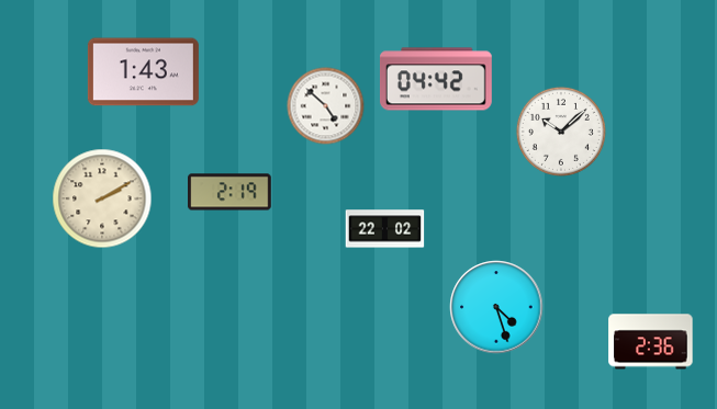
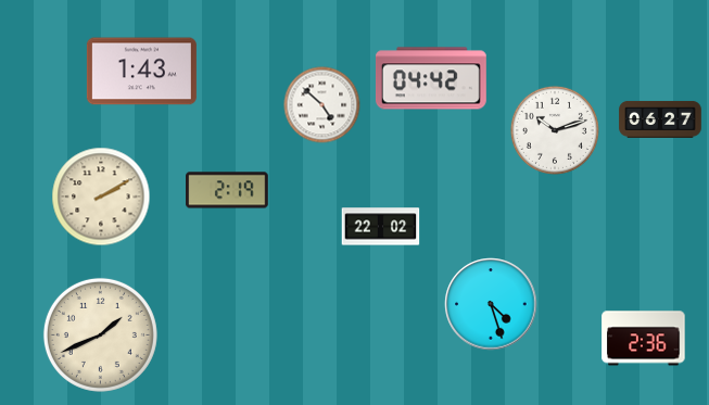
clock at (660, 119): none -> 06:27
clock at (561, 132): 10:08 -> 10:12
clock at (100, 334): none -> 1:41
